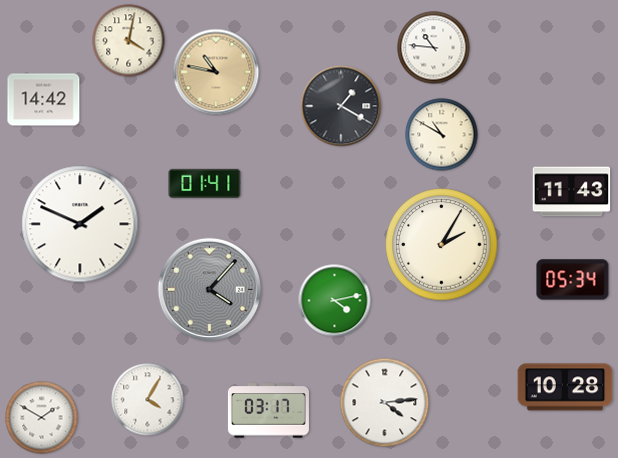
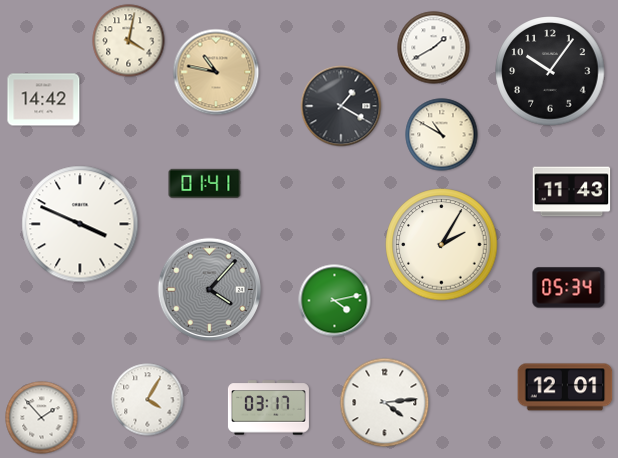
clock at (434, 48): 10:46 -> 1:40
clock at (550, 71): none -> 10:06
clock at (80, 224): 1:49 -> 3:49
clock at (573, 280) position: (573, 280) -> (569, 288)
clock at (565, 387): 10:28 -> 12:01
clock at (268, 411) position: (268, 411) -> (268, 408)
clock at (42, 418): 1:50 -> 1:53
